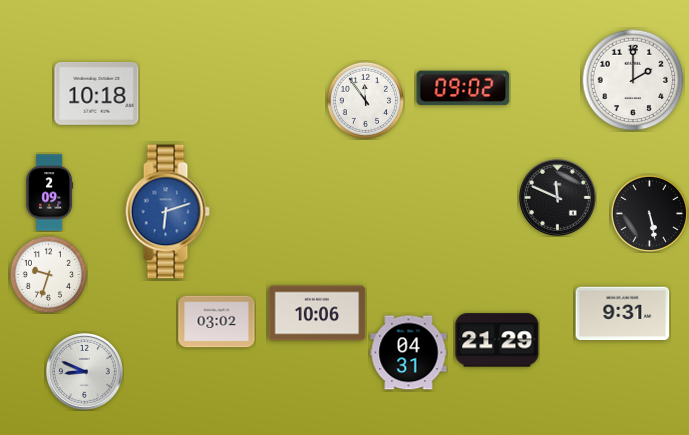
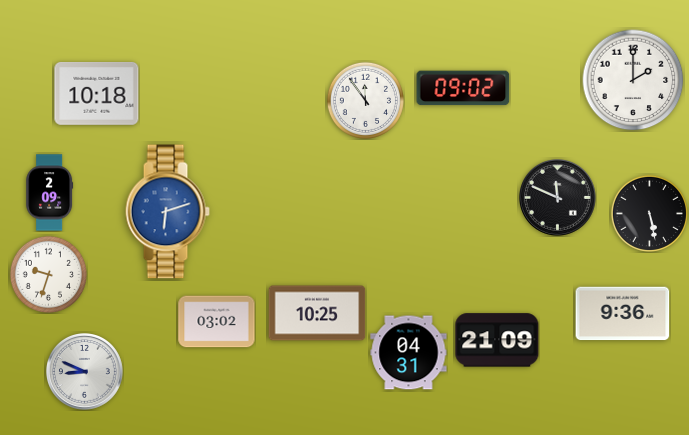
clock at (317, 313): 10:06 -> 10:25
clock at (623, 314): 9:31 -> 9:36
clock at (497, 340): 21:29 -> 21:09
